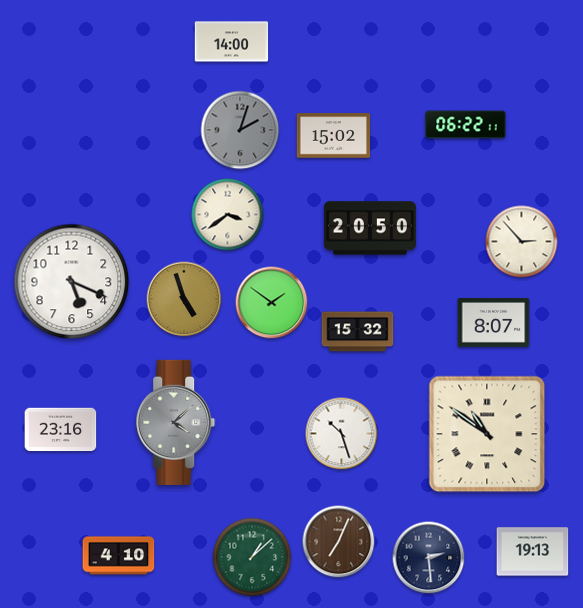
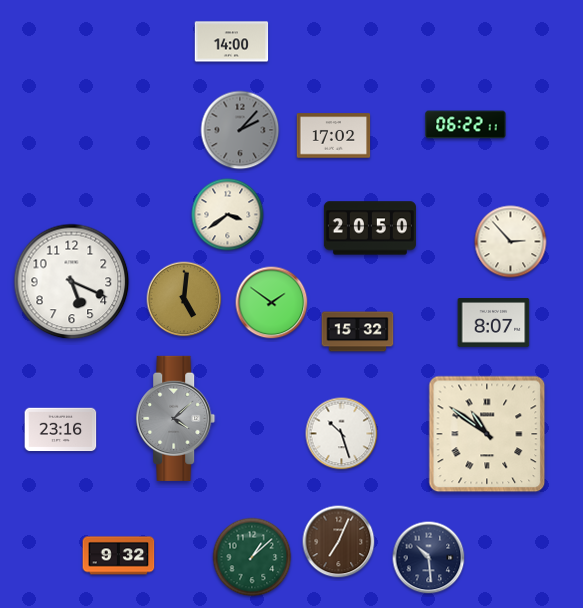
clock at (240, 130): 2:03 -> 2:07
clock at (334, 136): 15:02 -> 17:02
clock at (522, 242) position: (522, 242) -> (511, 242)
clock at (184, 299): 4:57 -> 5:01
clock at (176, 422) position: (176, 422) -> (176, 418)
clock at (533, 552): 19:13 -> none
clock at (119, 556): 4:10 -> 9:32
clock at (429, 558): 2:29 -> 10:29
